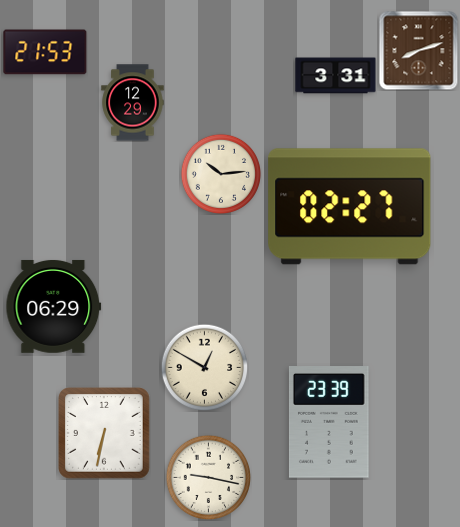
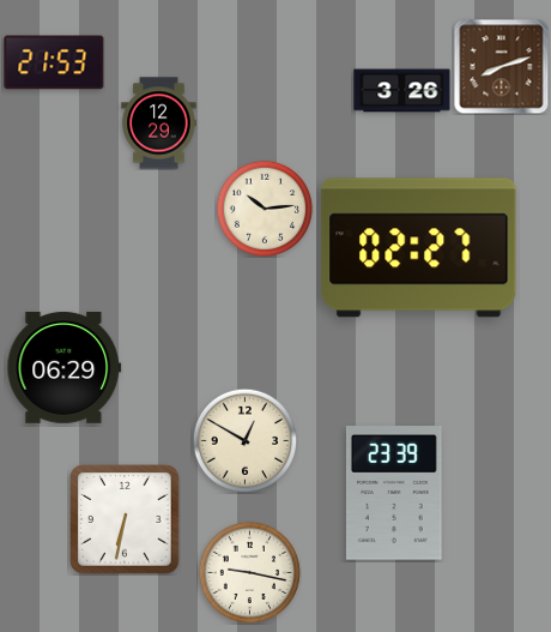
clock at (418, 50) position: (418, 50) -> (501, 66)
clock at (336, 76): 3:31 -> 3:26
clock at (329, 423) position: (329, 423) -> (394, 494)
